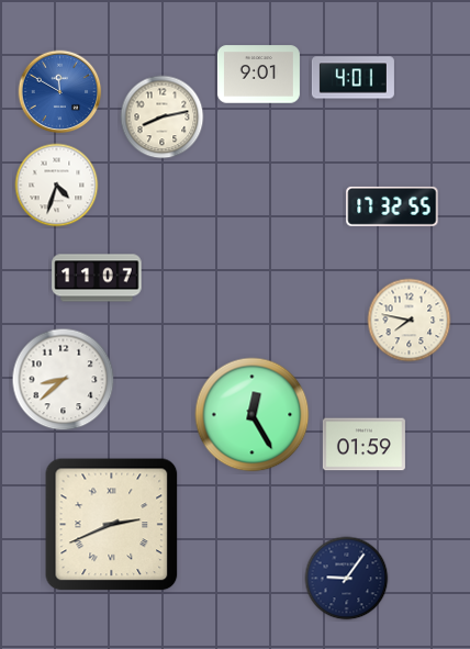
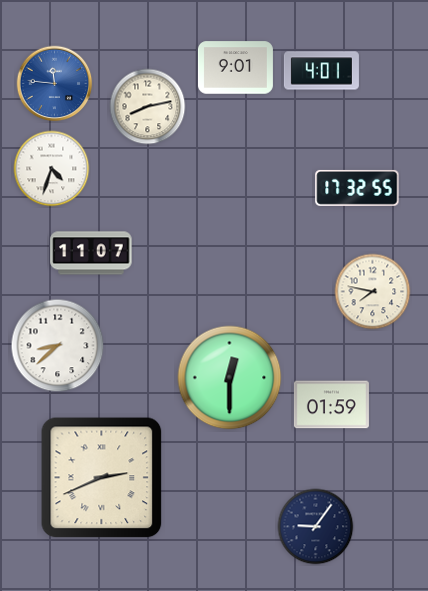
clock at (60, 92): 11:50 -> 11:46
clock at (97, 278) position: (97, 278) -> (91, 253)
clock at (253, 415): 12:25 -> 12:30
